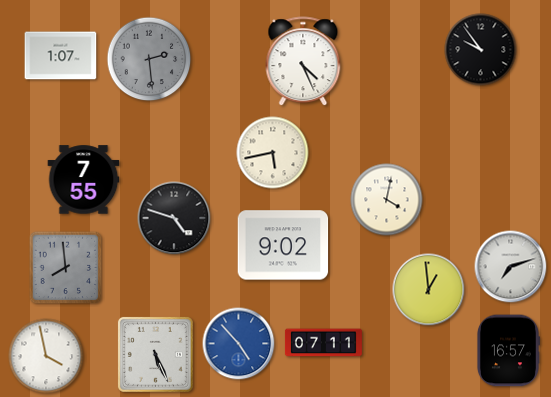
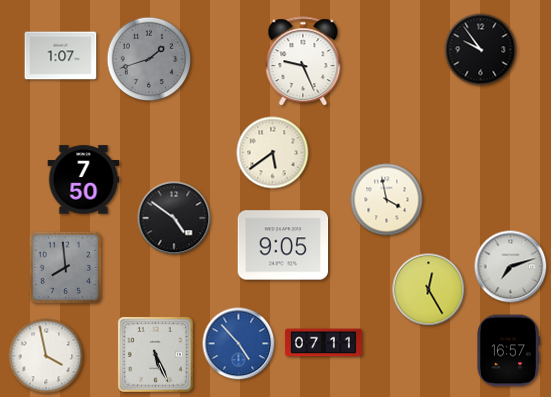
clock at (149, 59): 2:29 -> 1:42
clock at (303, 62): 4:26 -> 9:26
clock at (273, 153): 5:43 -> 5:39
clock at (84, 180): 7:55 -> 7:50
clock at (387, 200): 4:02 -> 3:58
clock at (174, 218): 4:48 -> 4:51
clock at (283, 245): 9:02 -> 9:05
clock at (429, 290): 12:59 -> 12:25
